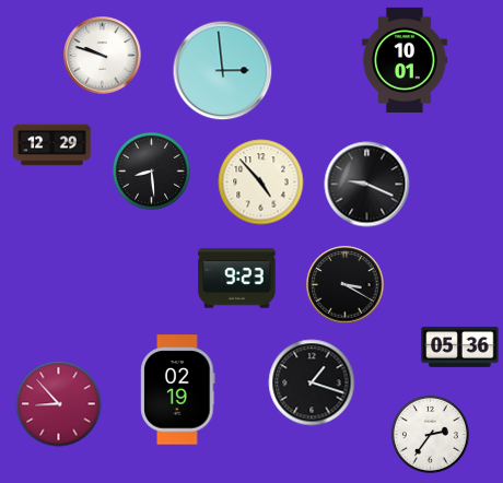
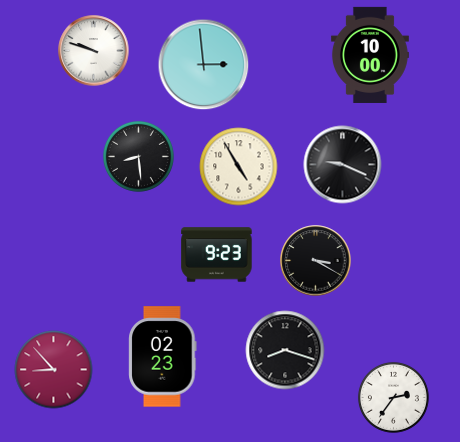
clock at (405, 60): 10:01 -> 10:00
clock at (52, 145): 12:29 -> none
clock at (261, 182): 4:53 -> 4:55
clock at (367, 185) position: (367, 185) -> (343, 165)
clock at (460, 346): 05:36 -> none
clock at (312, 382): 1:18 -> 8:18
clock at (178, 390): 02:19 -> 02:23
